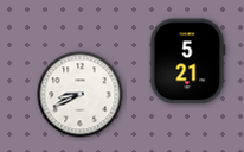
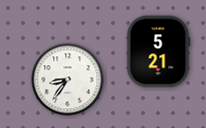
clock at (81, 95): 8:41 -> 8:36
